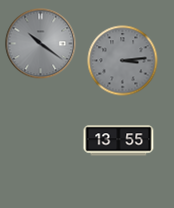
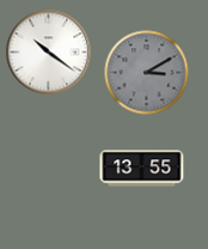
clock at (41, 44) dial: grey -> white
clock at (123, 61): 3:14 -> 3:10
